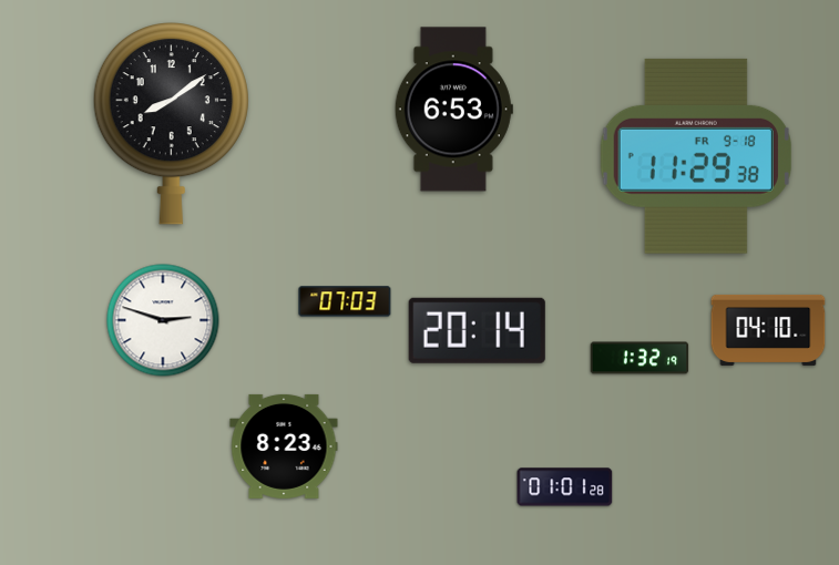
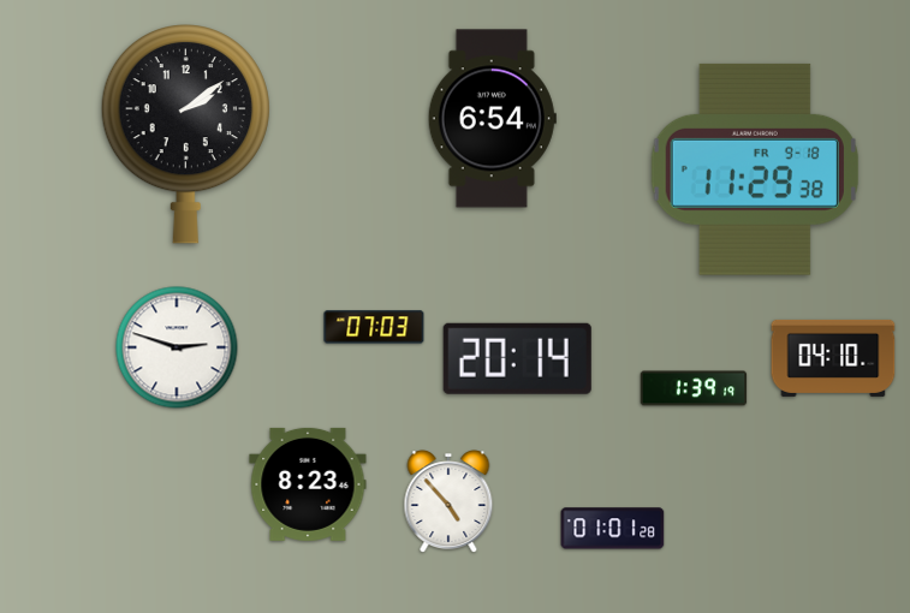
clock at (453, 110): 6:53 -> 6:54
clock at (171, 124): 8:09 -> 2:09
clock at (640, 358): 1:32 -> 1:39
clock at (448, 502): none -> 4:53
